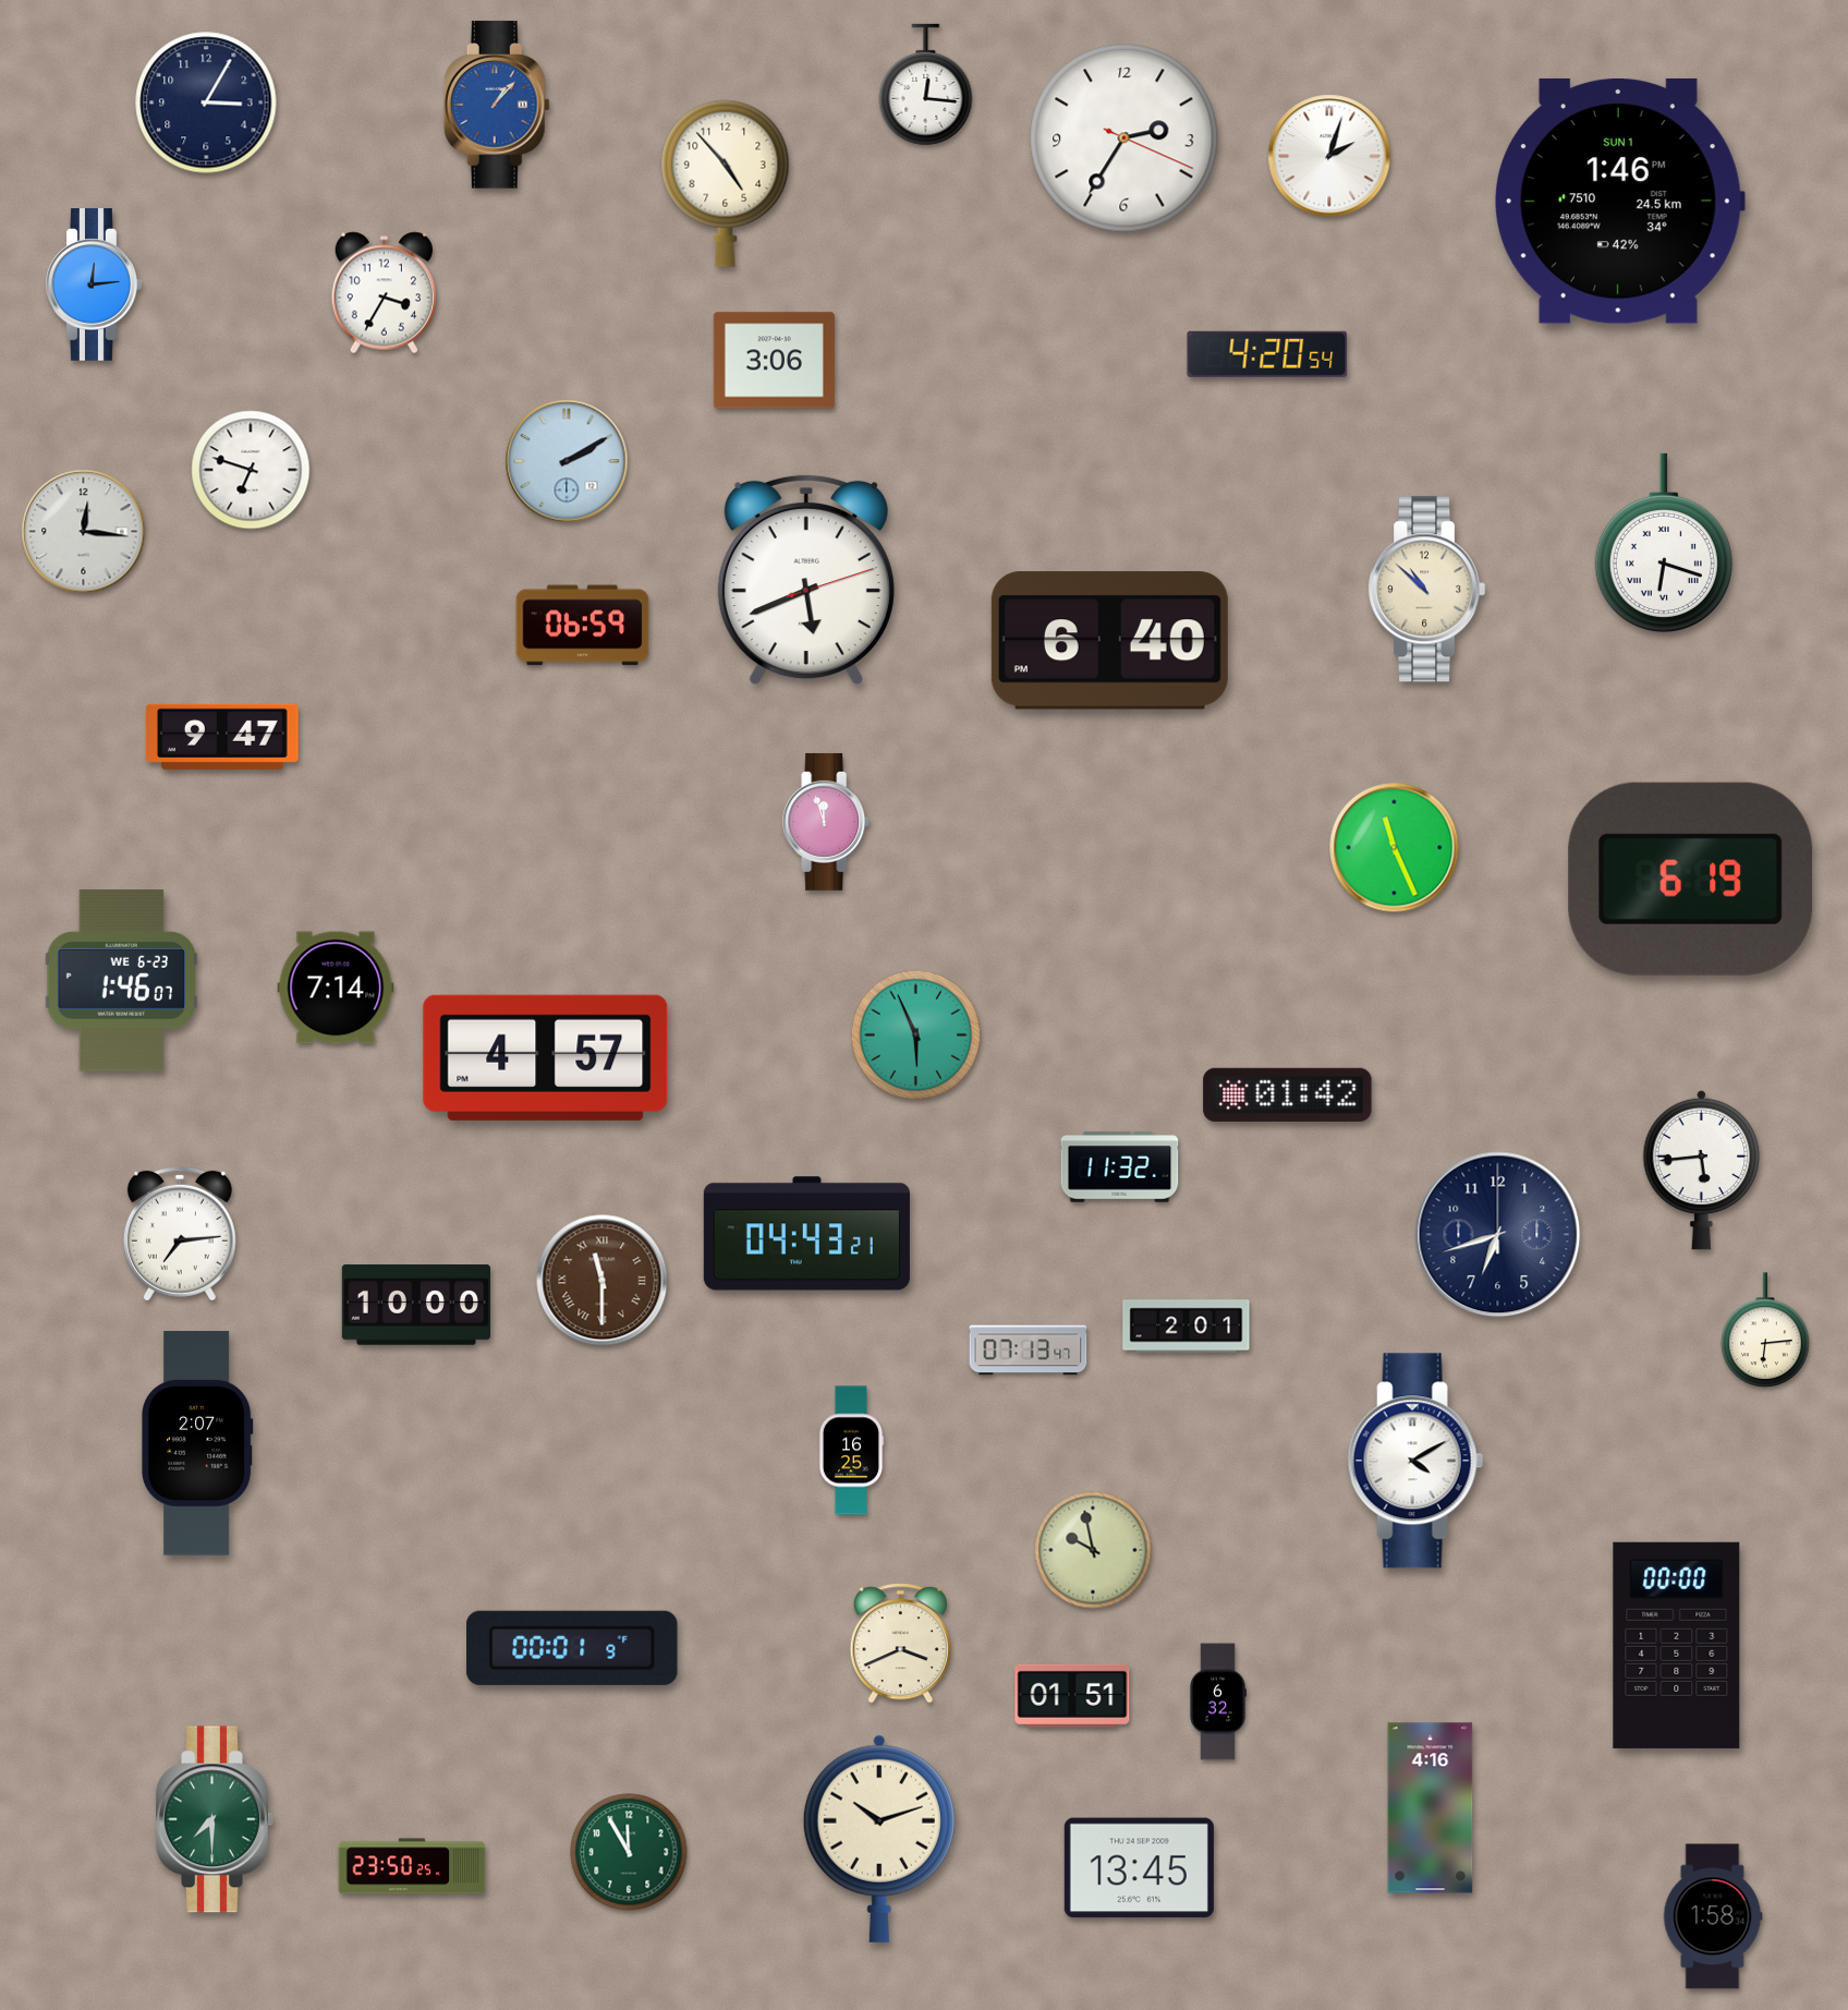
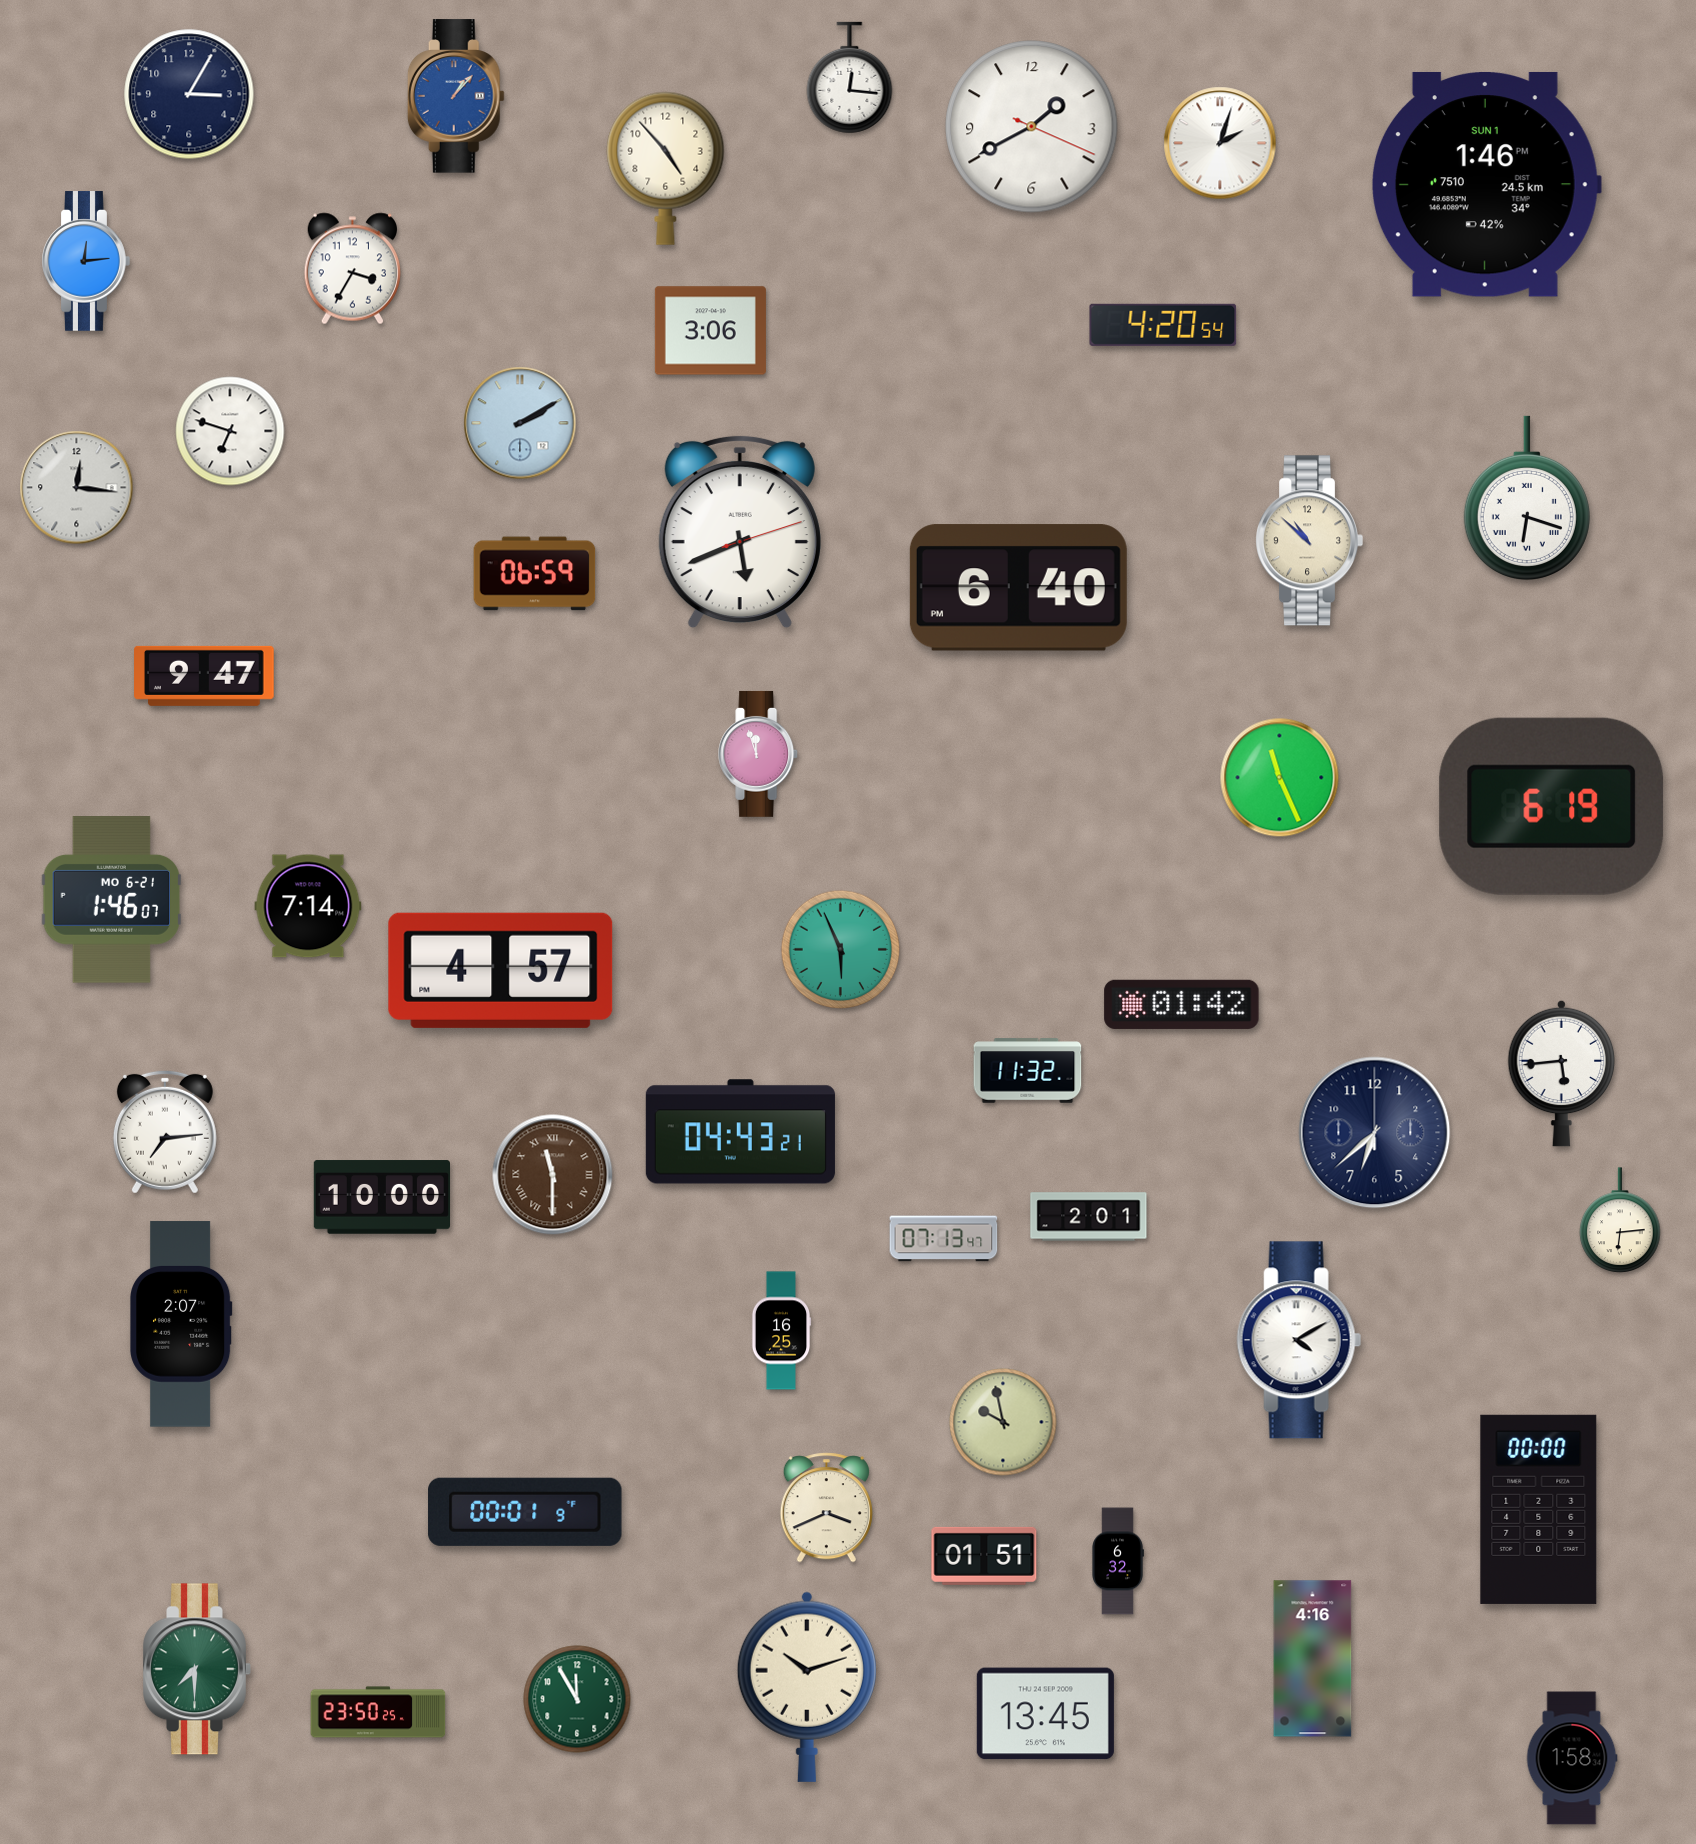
clock at (1124, 138): 2:35 -> 1:40
clock at (122, 981) date: WE 6-23 -> MO 6-21
clock at (1498, 1235): 6:42 -> 6:38
